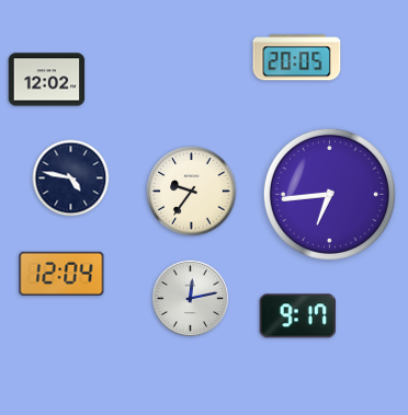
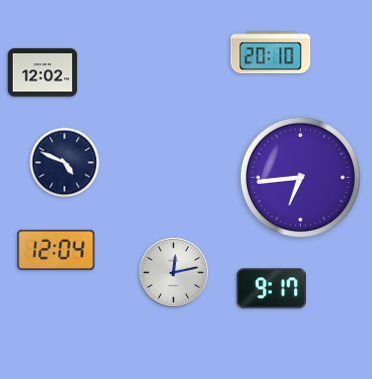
clock at (297, 58): 20:05 -> 20:10
clock at (71, 178): 4:47 -> 4:49
clock at (192, 192): 9:36 -> none
